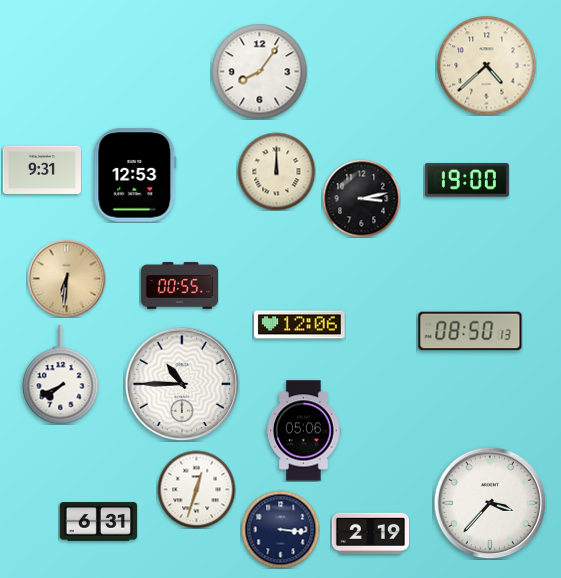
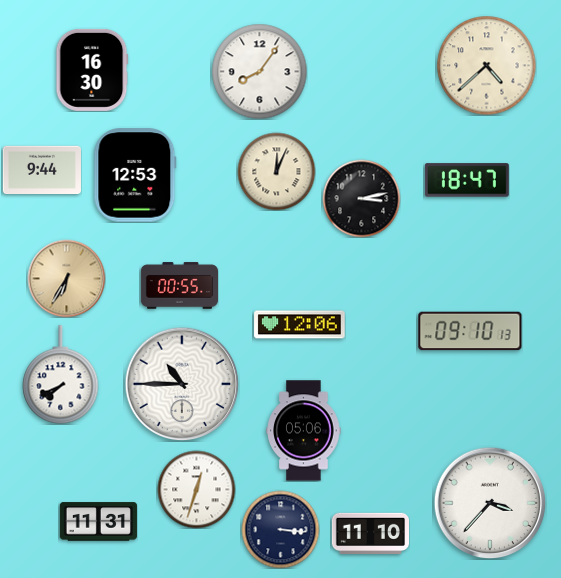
clock at (92, 70): none -> 16:30
clock at (42, 169): 9:31 -> 9:44
clock at (276, 171): 12:00 -> 12:04
clock at (467, 180): 19:00 -> 18:47
clock at (66, 278): 6:31 -> 6:35
clock at (470, 331): 08:50 -> 09:10
clock at (98, 522): 6:31 -> 11:31
clock at (370, 534): 2:19 -> 11:10
